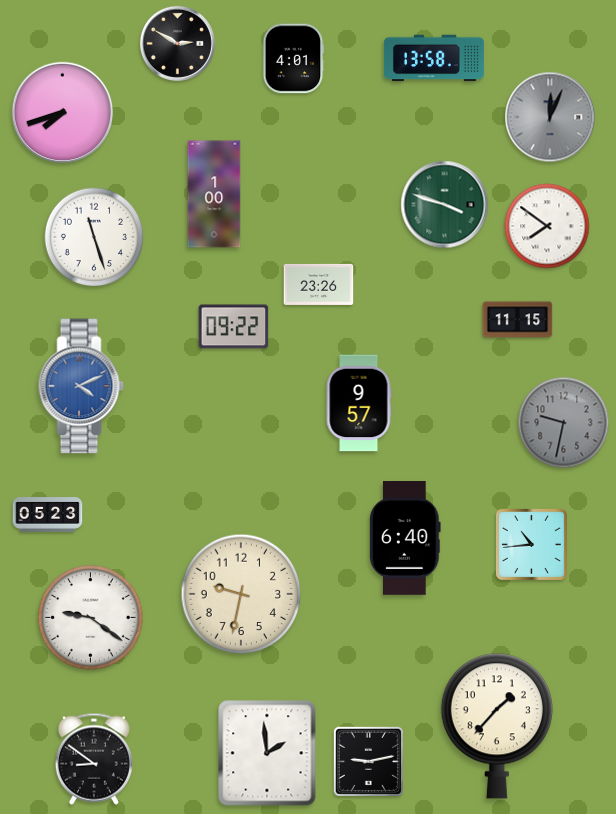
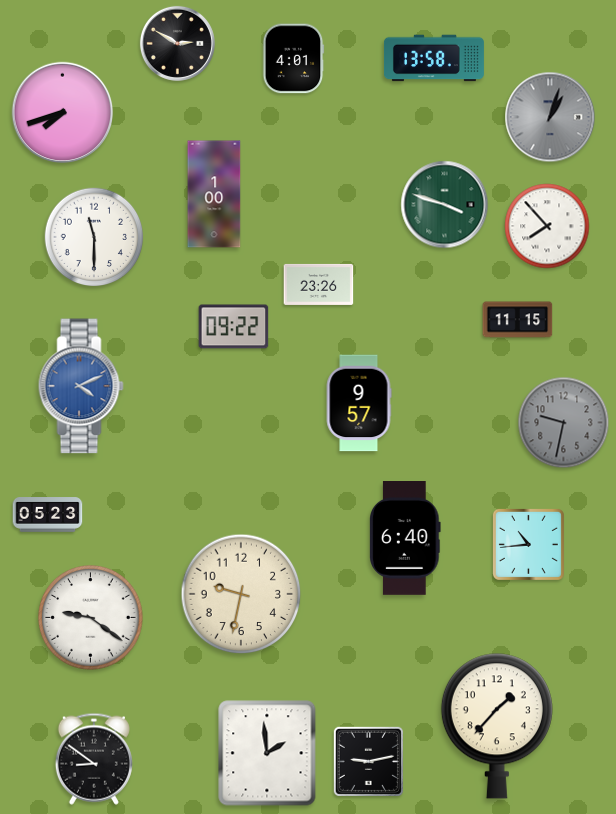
clock at (550, 117): 12:04 -> 1:03
clock at (547, 226): 7:51 -> 7:53
clock at (94, 237): 11:27 -> 11:30
clock at (531, 544) position: (531, 544) -> (528, 544)
